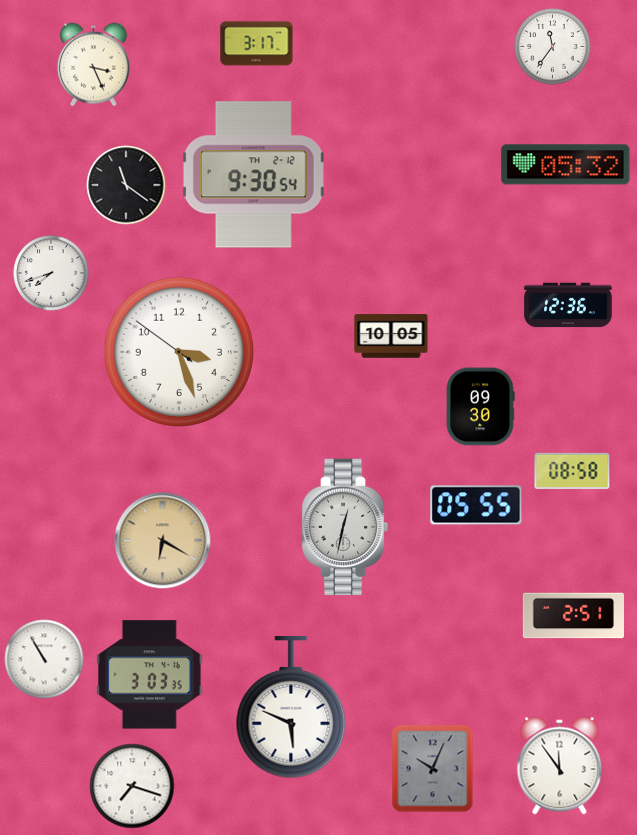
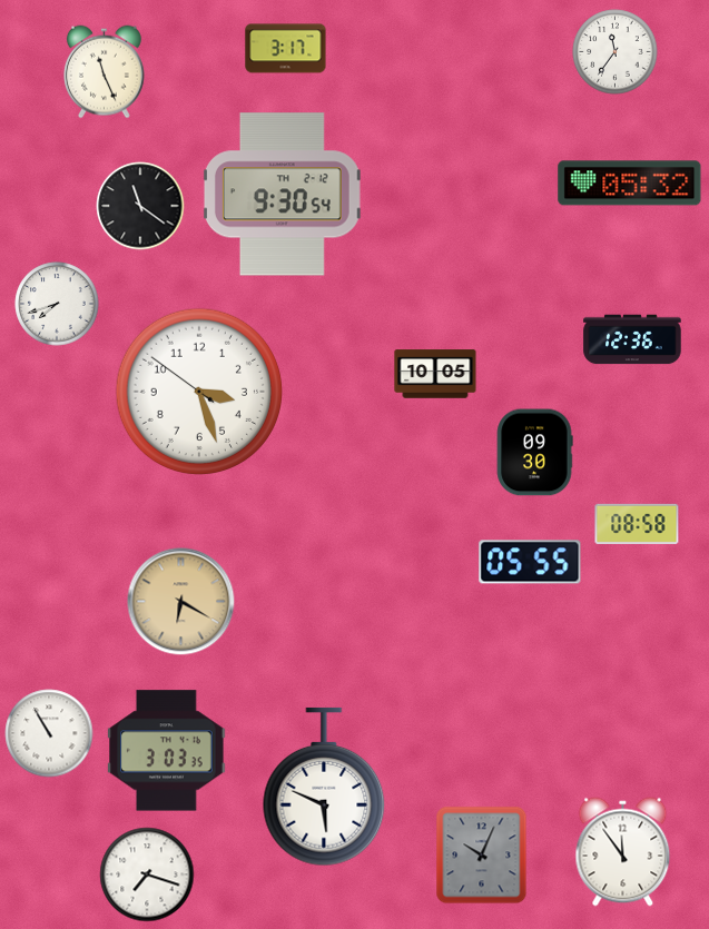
clock at (93, 65): 3:26 -> 11:26
clock at (345, 527): 12:32 -> none
clock at (573, 616): 2:51 -> none
